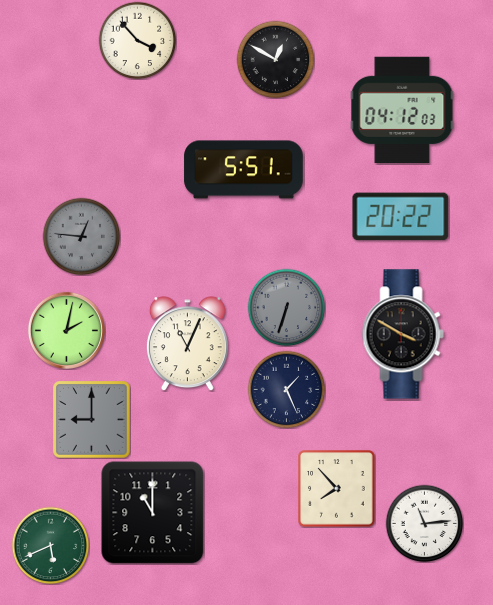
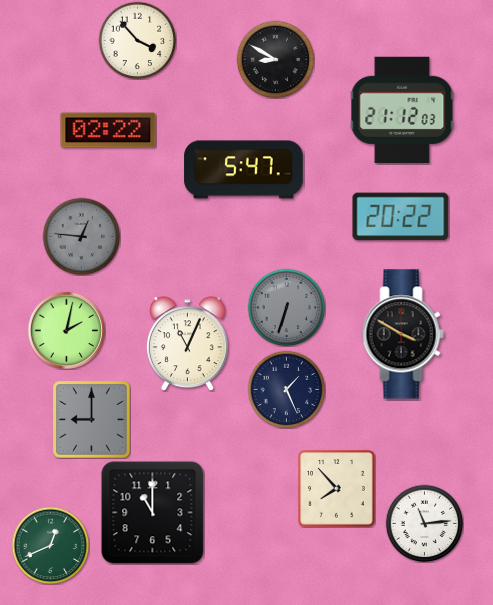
clock at (275, 59): 12:50 -> 8:50
clock at (402, 109): 04:12 -> 21:12
clock at (108, 130): none -> 02:22
clock at (244, 170): 5:51 -> 5:47
clock at (50, 545): 5:41 -> 12:41
